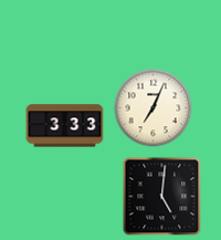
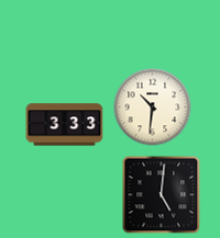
clock at (154, 108): 7:04 -> 10:31
